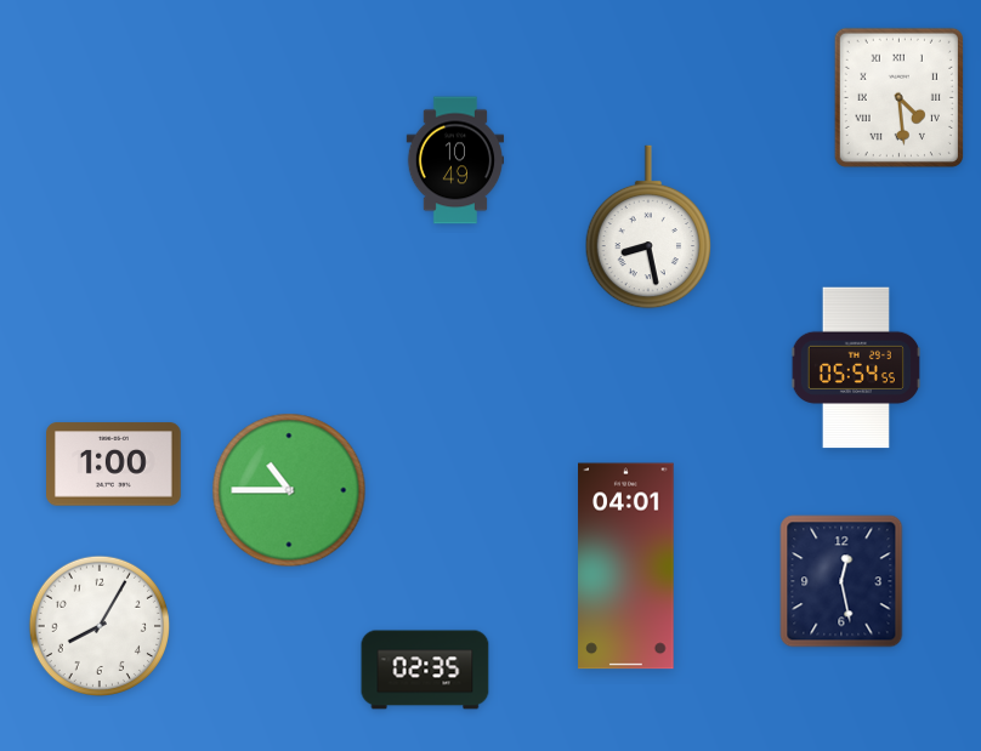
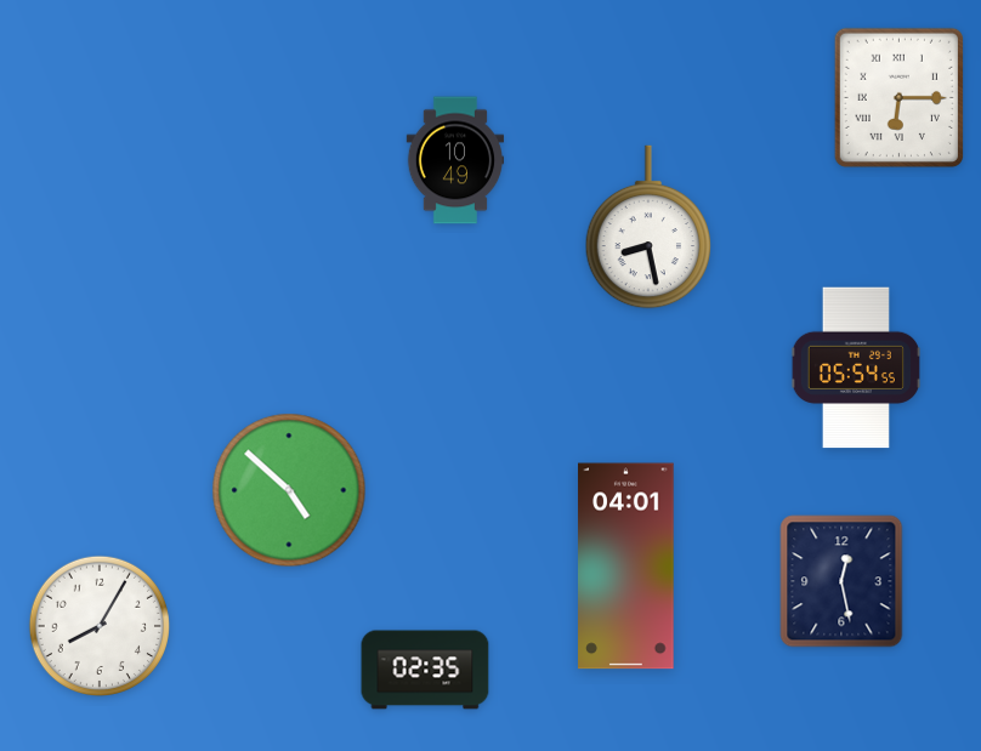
clock at (898, 97): 4:29 -> 6:15
clock at (114, 465): 1:00 -> none
clock at (289, 490): 10:45 -> 4:52
